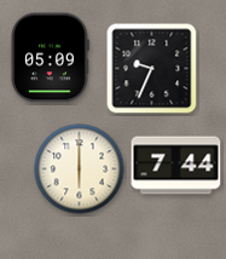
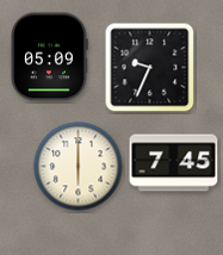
clock at (176, 166): 7:44 -> 7:45
